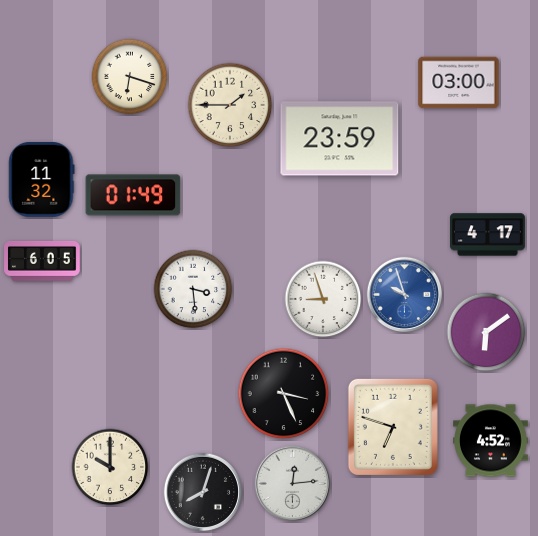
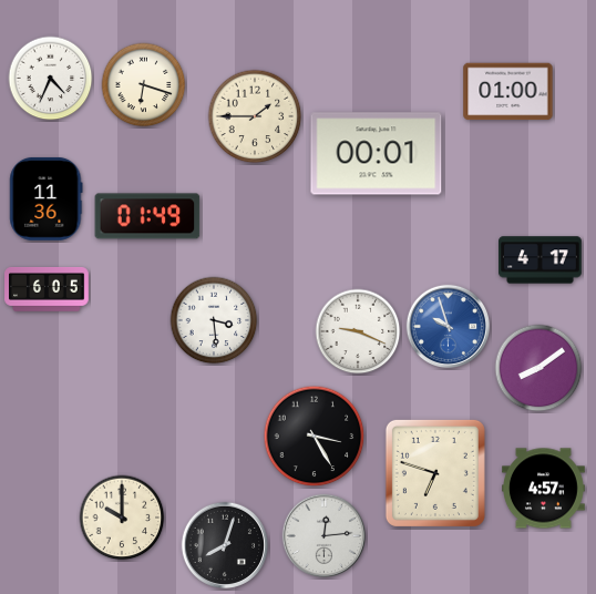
clock at (51, 79): none -> 4:34
clock at (459, 83): 03:00 -> 01:00
clock at (340, 139): 23:59 -> 00:01
clock at (42, 179): 11:32 -> 11:36
clock at (323, 299): 8:57 -> 9:19
clock at (486, 332): 6:09 -> 8:09
clock at (284, 394): 3:26 -> 3:25
clock at (491, 441): 4:52 -> 4:57
